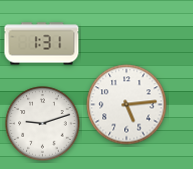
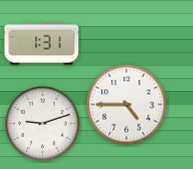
clock at (127, 105): 5:14 -> 4:45
